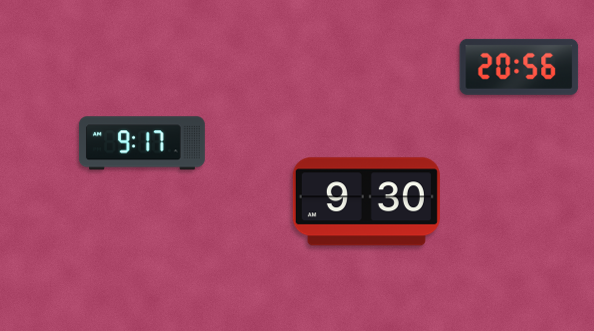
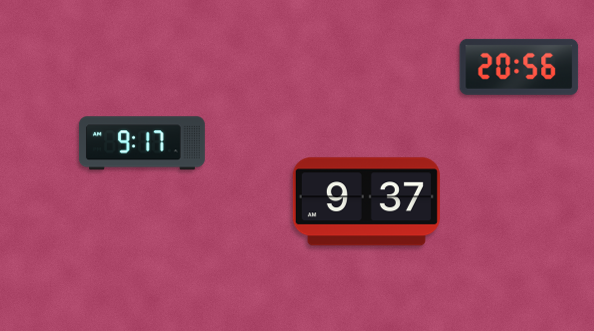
clock at (366, 202): 9:30 -> 9:37
